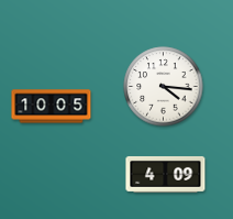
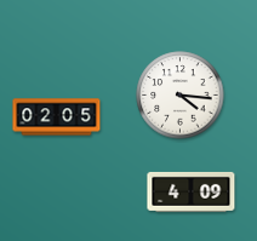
clock at (52, 107): 10:05 -> 02:05
clock at (166, 174) position: (166, 174) -> (192, 191)
